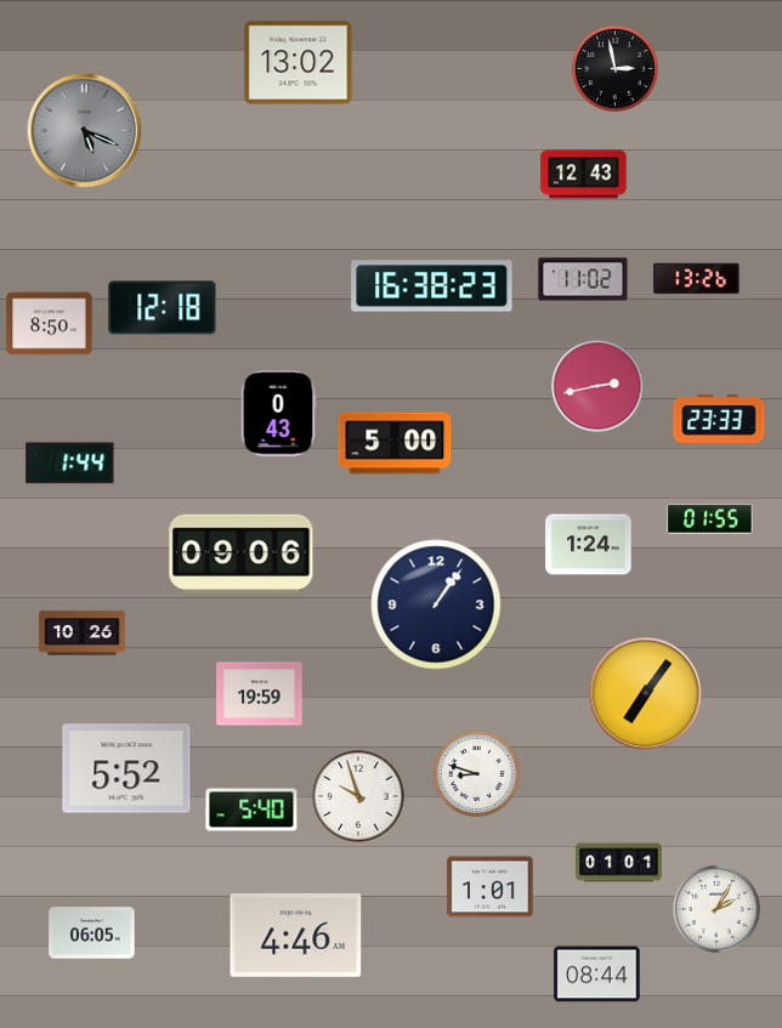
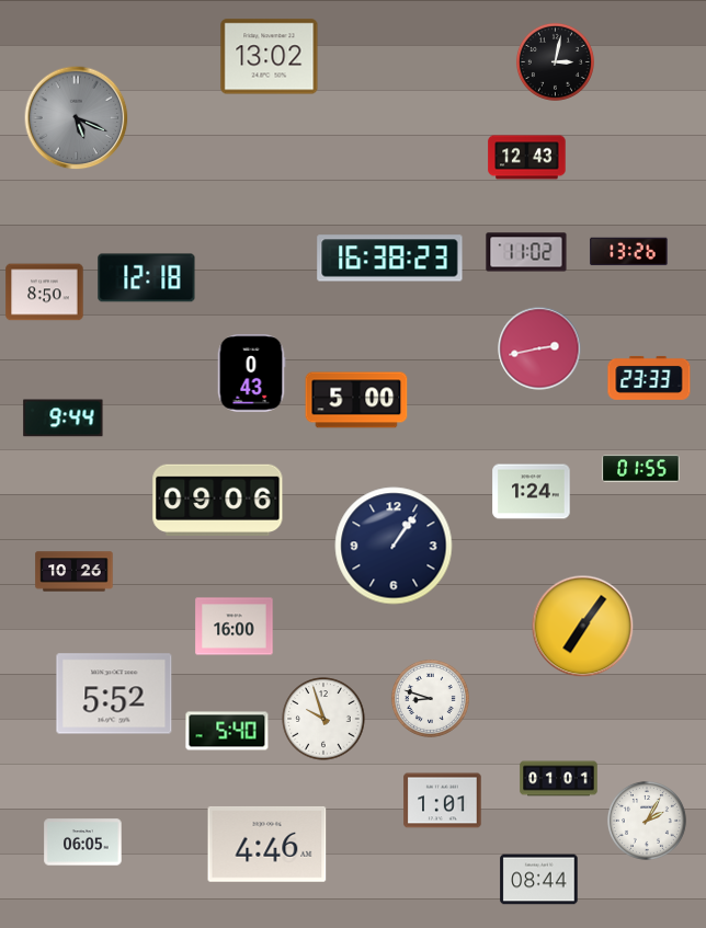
clock at (614, 68): 2:58 -> 3:02
clock at (70, 464): 1:44 -> 9:44
clock at (260, 694): 19:59 -> 16:00
